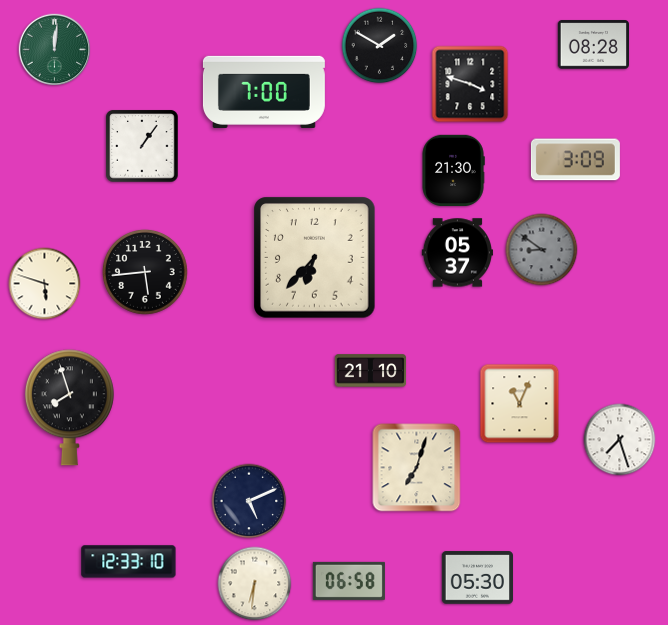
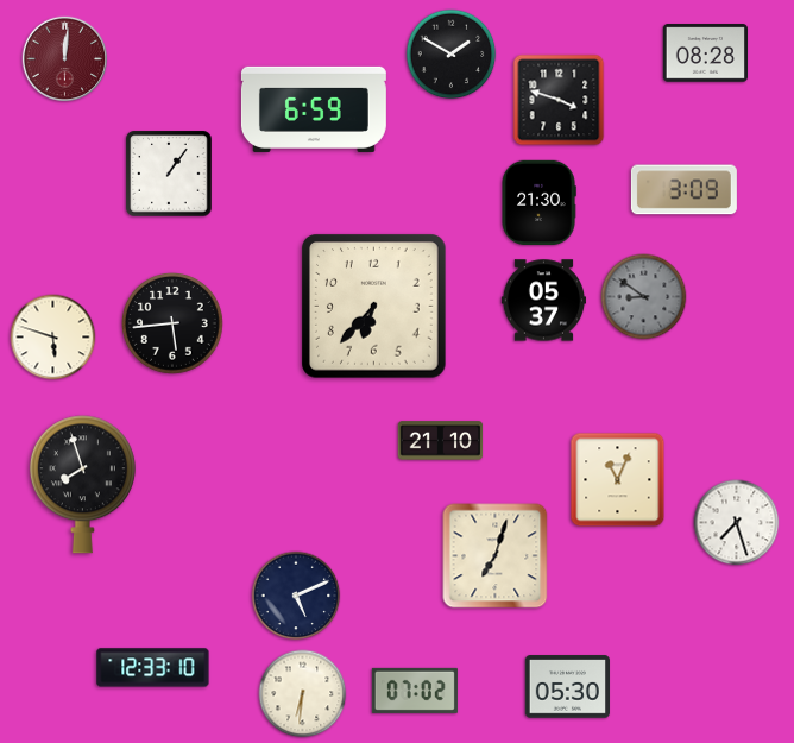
clock at (55, 50) dial: green -> burgundy
clock at (264, 92): 7:00 -> 6:59
clock at (349, 581): 06:58 -> 07:02
